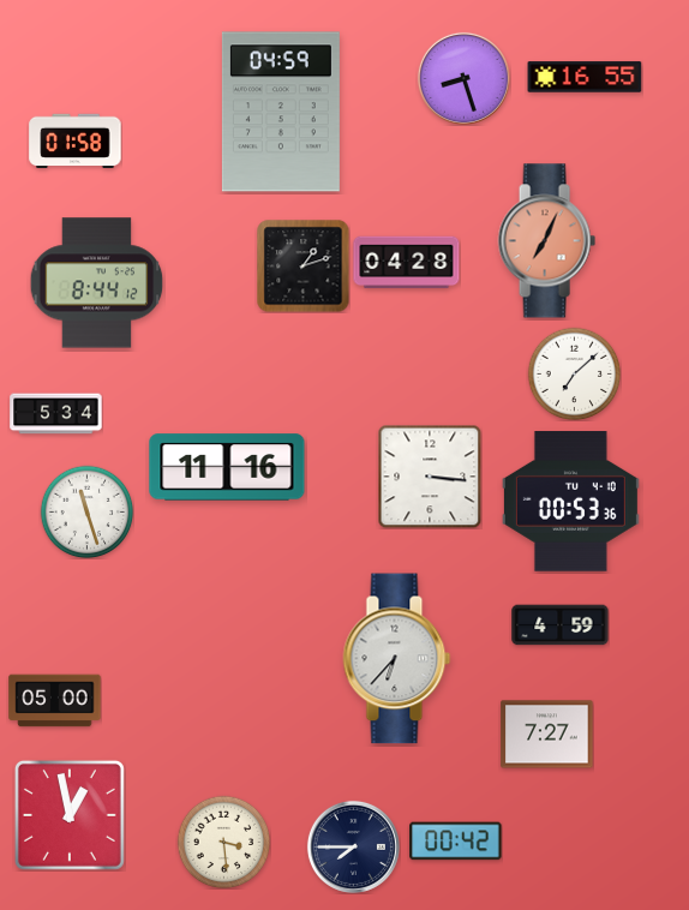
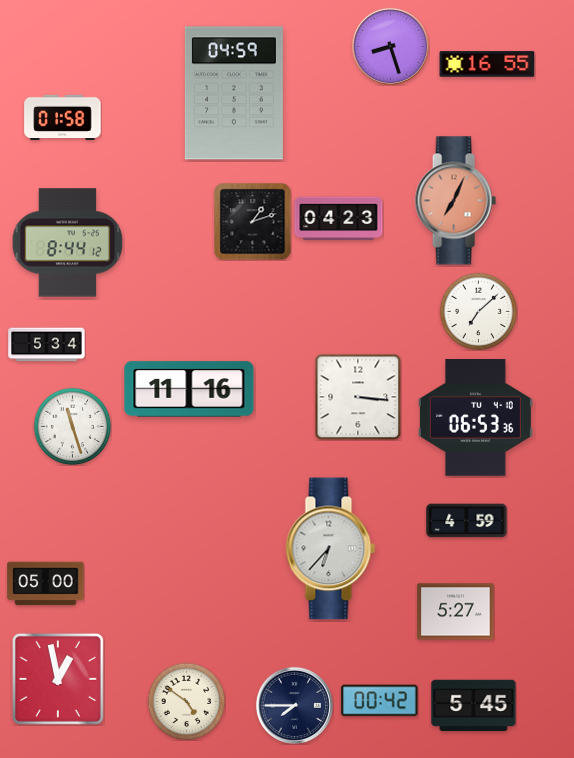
clock at (463, 78) position: (463, 78) -> (390, 46)
clock at (407, 263): 04:28 -> 04:23
clock at (97, 283) position: (97, 283) -> (68, 243)
clock at (570, 502): 00:53 -> 06:53
clock at (547, 735): 7:27 -> 5:27
clock at (223, 842): 3:29 -> 4:51
clock at (474, 706): none -> 5:45
